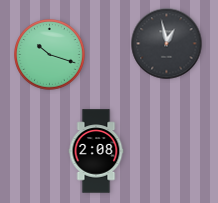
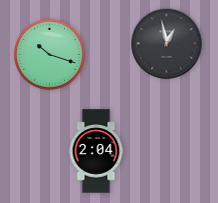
clock at (96, 151): 2:08 -> 2:04
